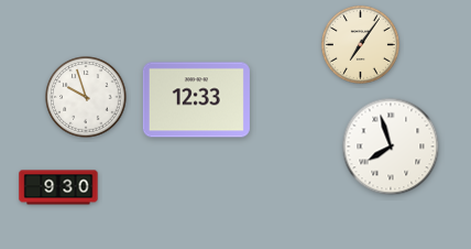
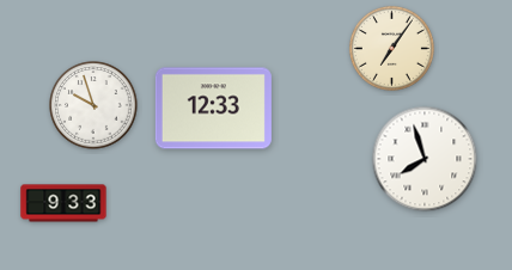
clock at (58, 187): 9:30 -> 9:33
